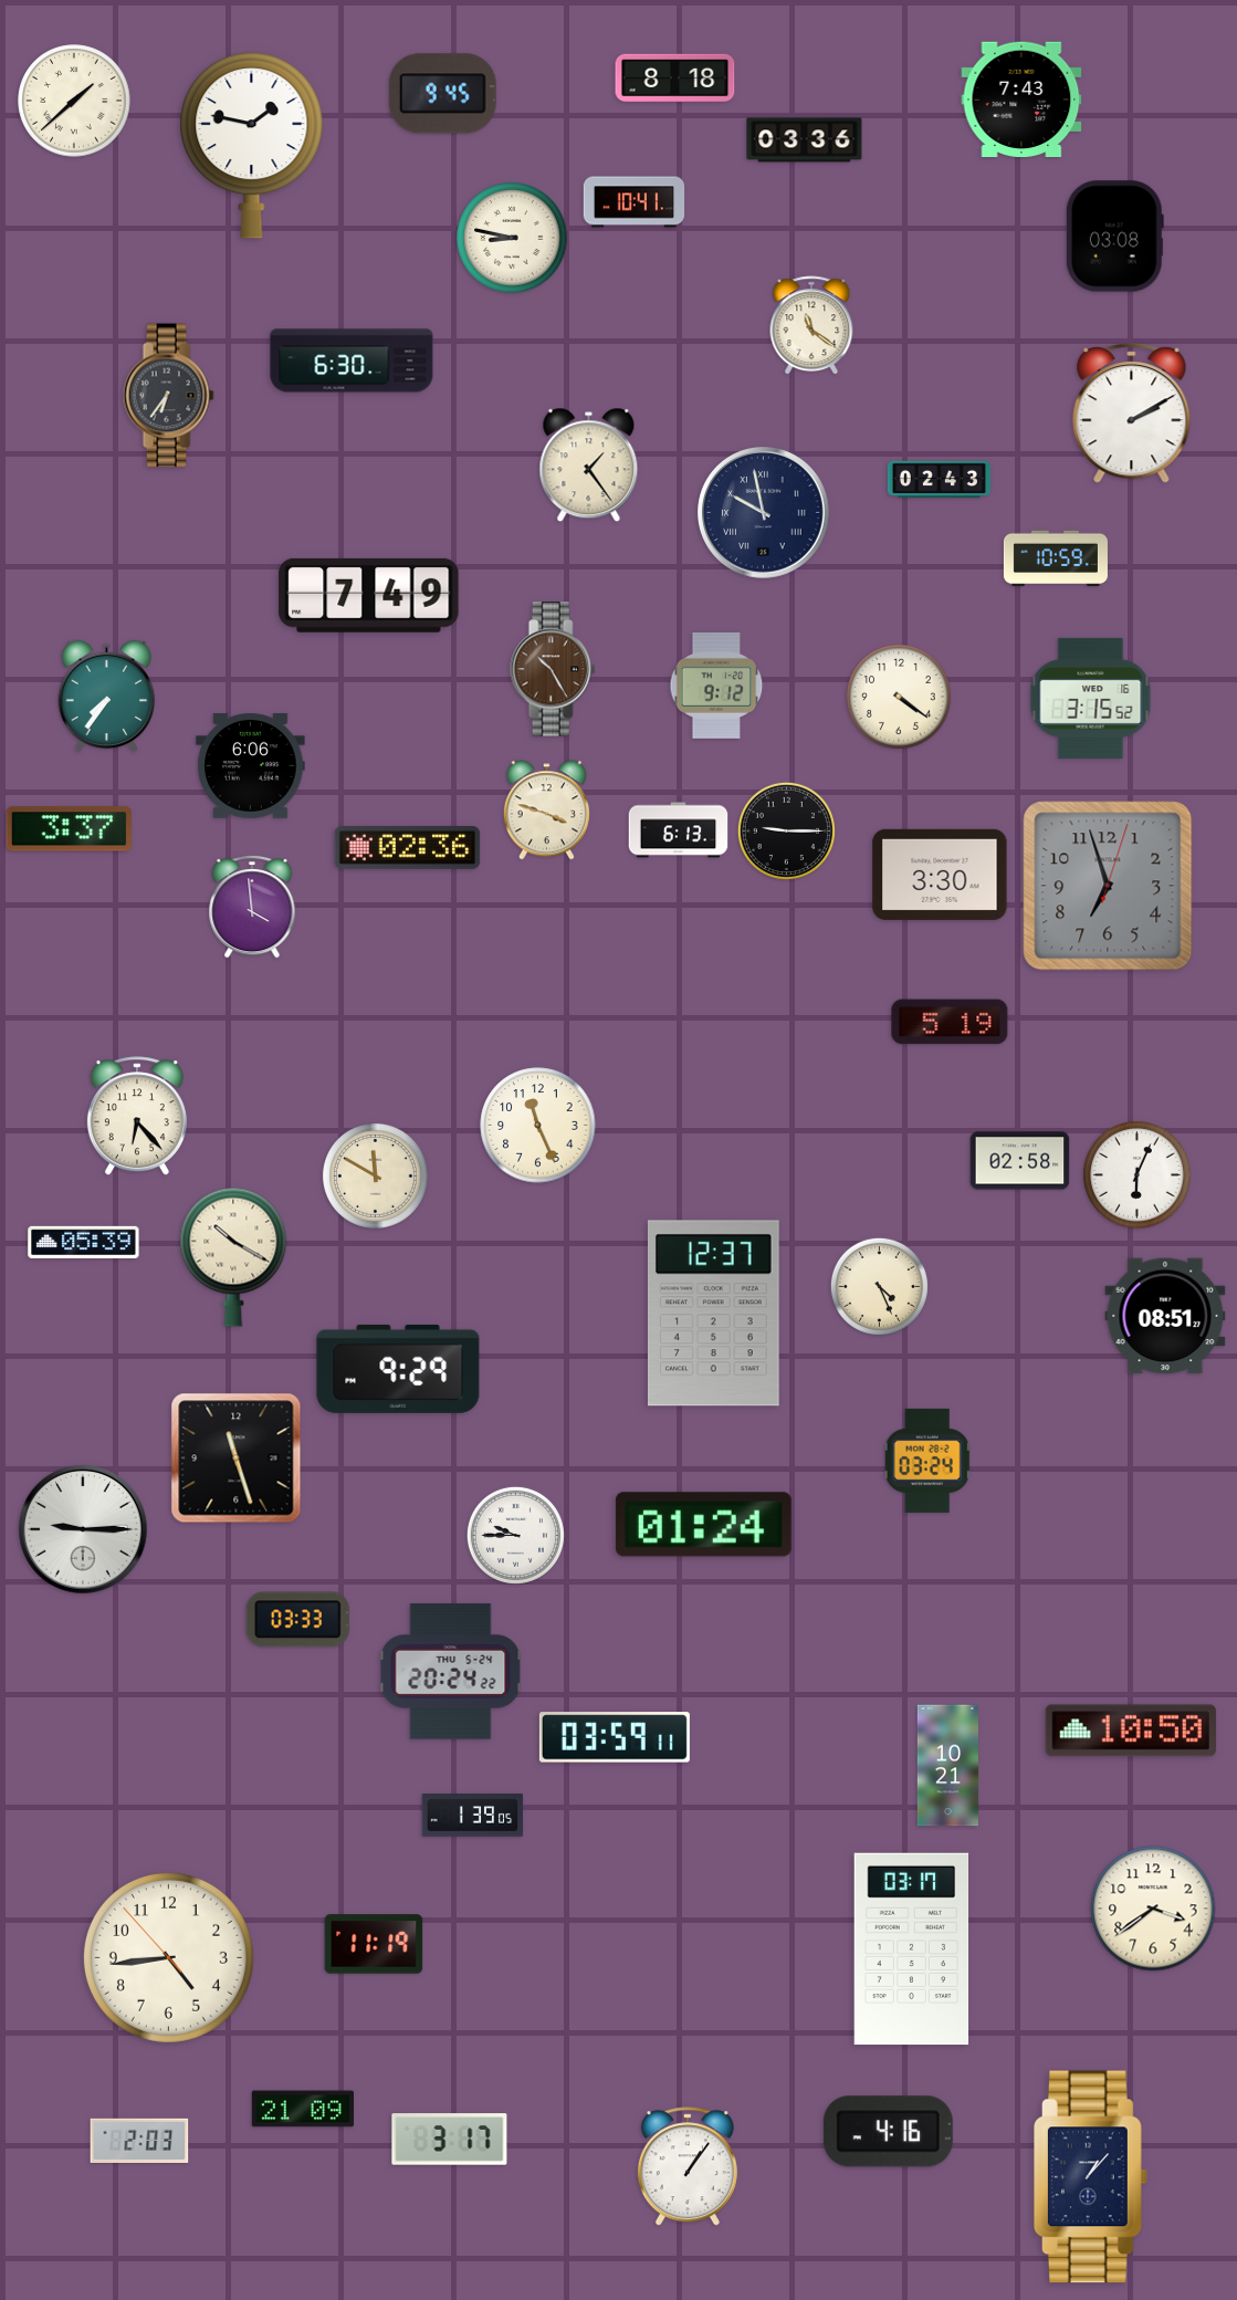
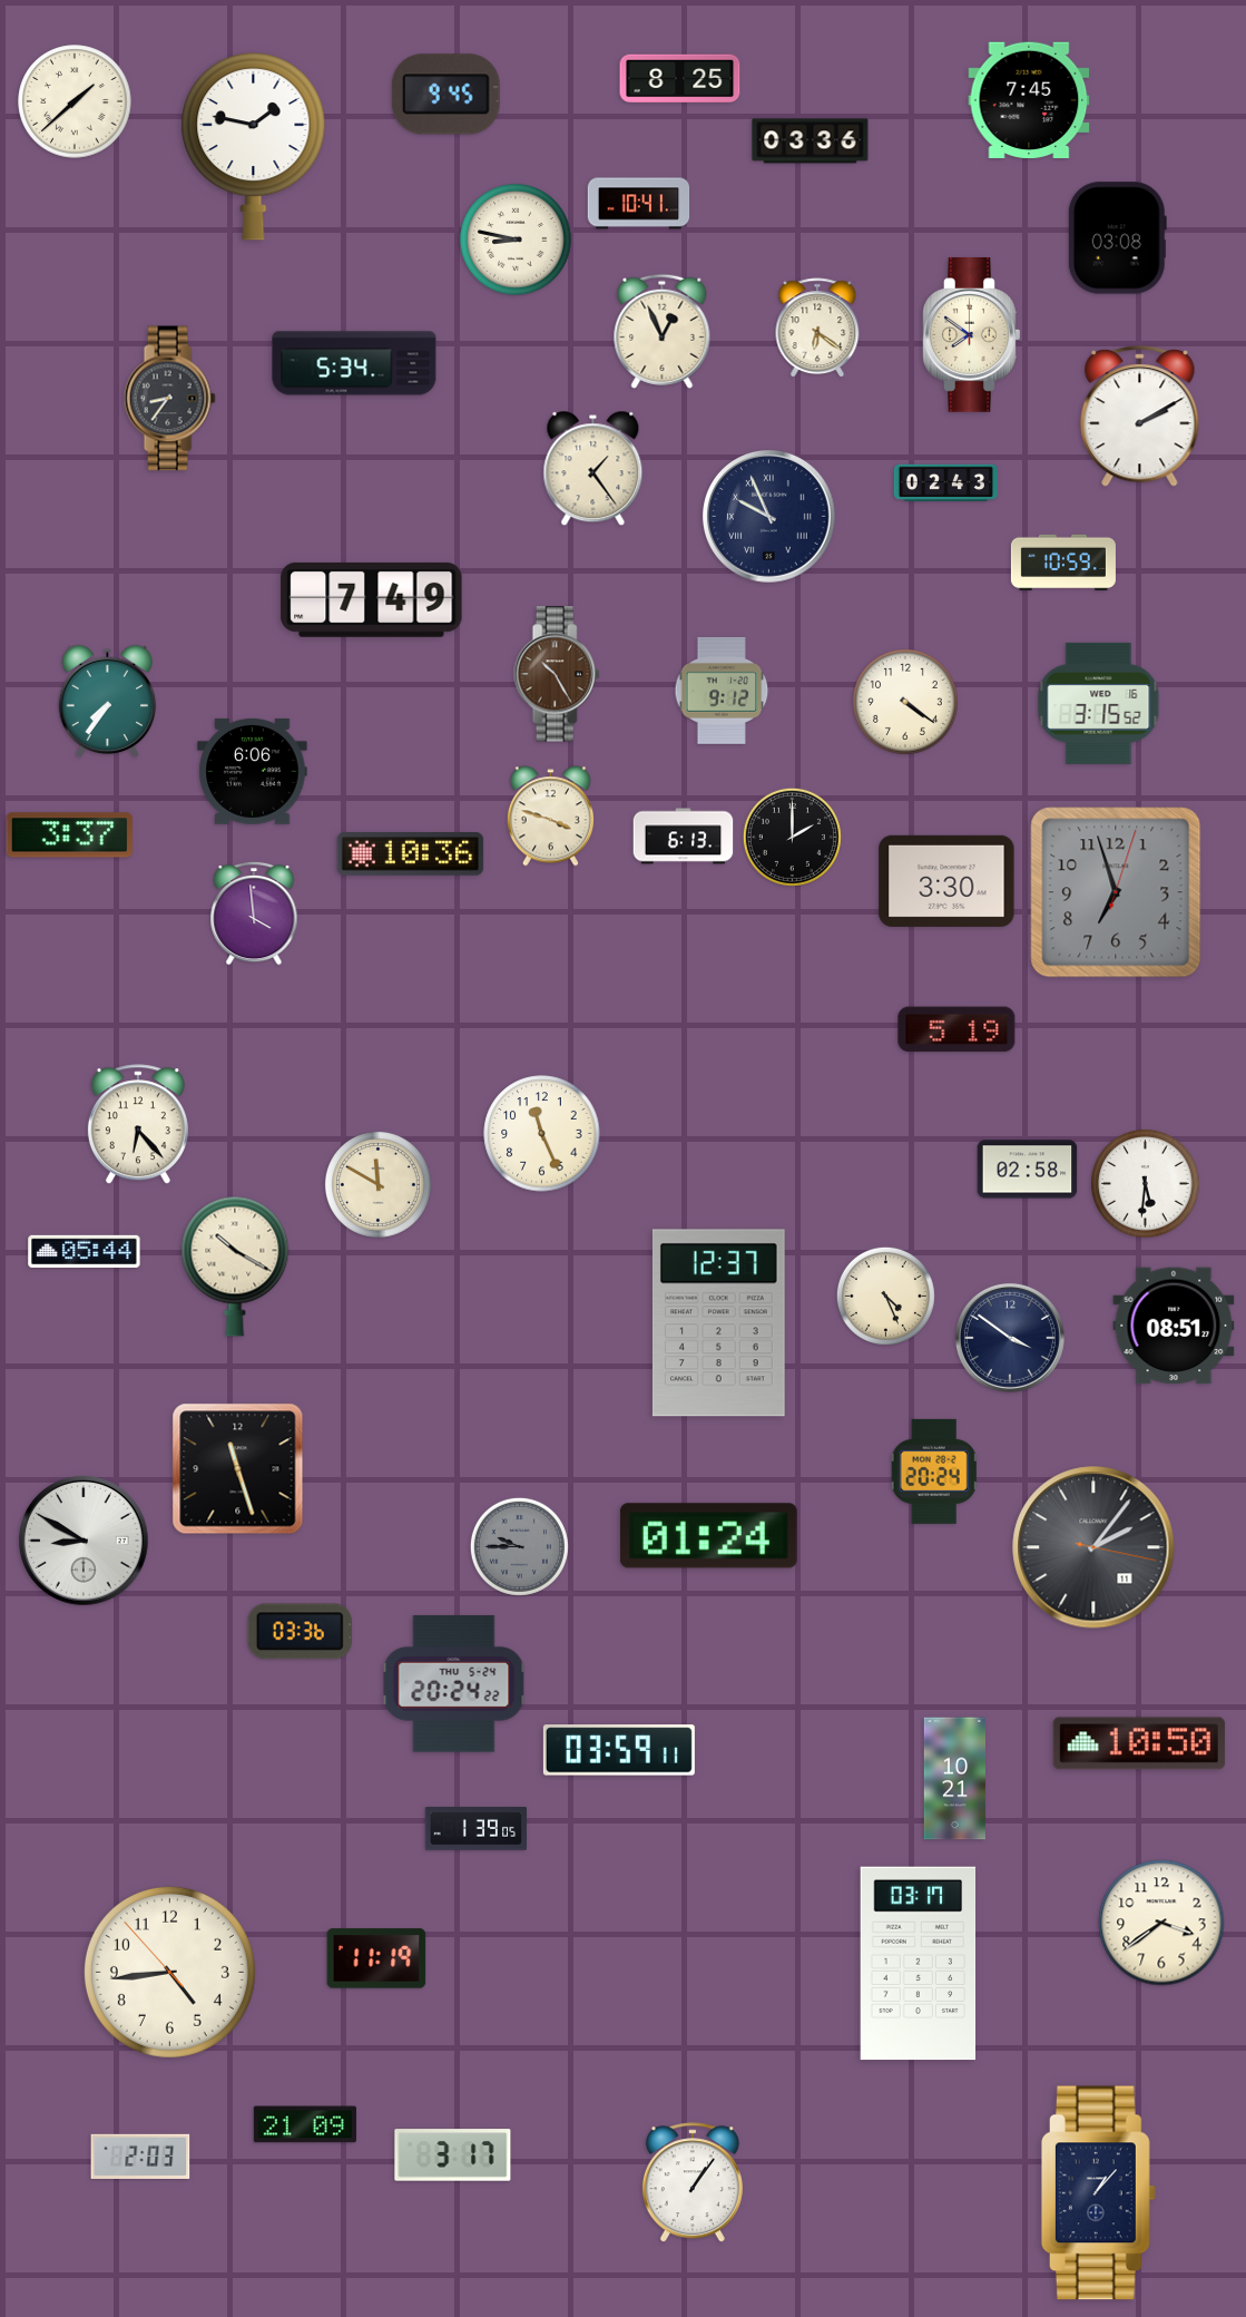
clock at (675, 79): 8:18 -> 8:25
clock at (1021, 98): 7:43 -> 7:45
clock at (1114, 237) position: (1114, 237) -> (1117, 238)
clock at (811, 326): 11:21 -> 6:21
clock at (663, 331): none -> 12:56
clock at (972, 335): none -> 7:51
clock at (352, 360): 6:30 -> 5:34
clock at (168, 396): 6:36 -> 8:36
clock at (764, 513): 9:58 -> 9:56
clock at (786, 830): 9:15 -> 2:00
clock at (408, 848): 02:36 -> 10:36
clock at (1138, 1175): 6:04 -> 5:31
clock at (84, 1242): 05:39 -> 05:44
clock at (1010, 1338): none -> 3:51
clock at (398, 1369): 9:29 -> none
clock at (927, 1461): 03:24 -> 20:24
clock at (84, 1530): 9:15 -> 8:50
clock at (515, 1535) dial: white -> grey
clock at (1093, 1547): none -> 2:06
clock at (297, 1620): 03:33 -> 03:36
clock at (888, 2132): 4:16 -> none
